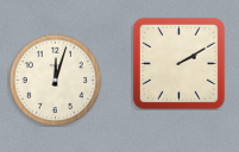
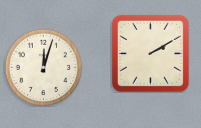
clock at (55, 80) position: (55, 80) -> (43, 67)
